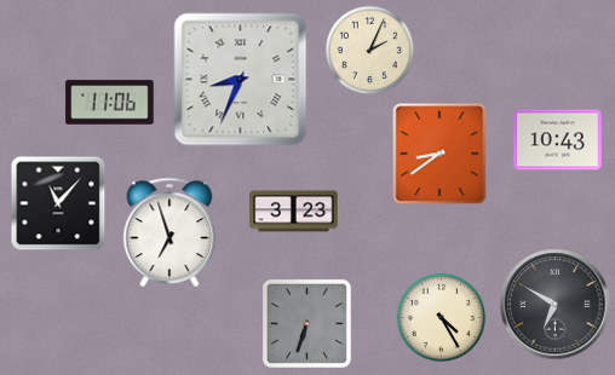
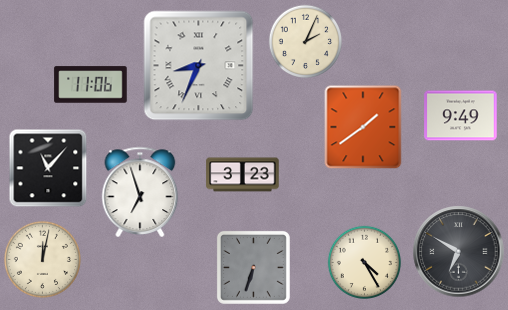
clock at (558, 140): 10:43 -> 9:49
clock at (439, 154): 8:39 -> 1:39
clock at (42, 259): none -> 12:02
